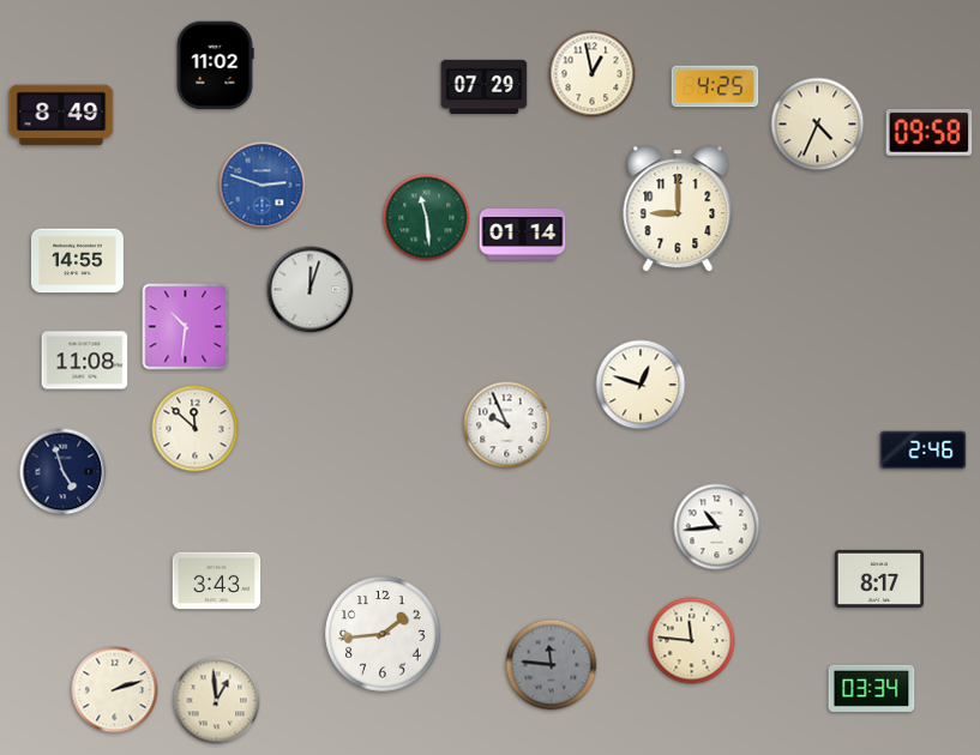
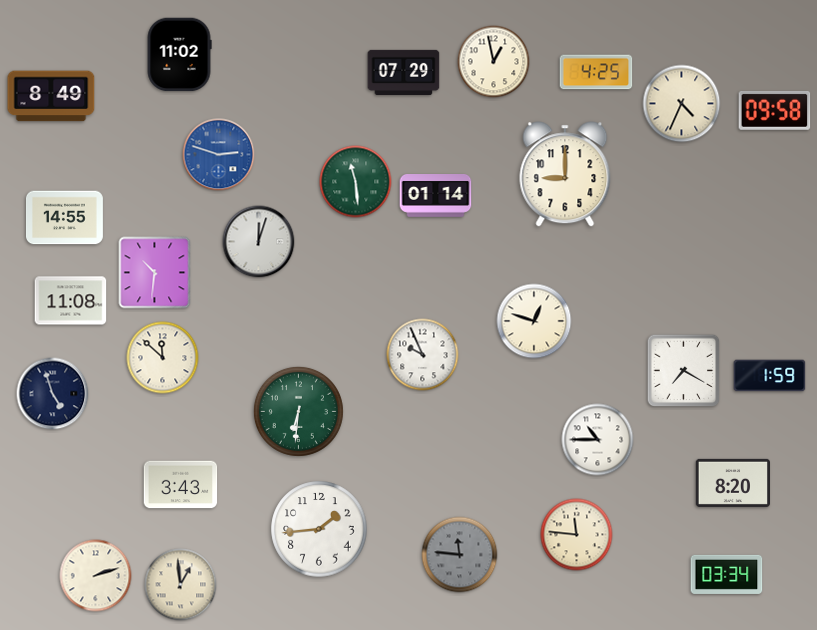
clock at (684, 371): none -> 7:20
clock at (924, 451): 2:46 -> 1:59
clock at (298, 411): none -> 6:31
clock at (717, 527): 10:44 -> 10:45
clock at (879, 579): 8:17 -> 8:20
